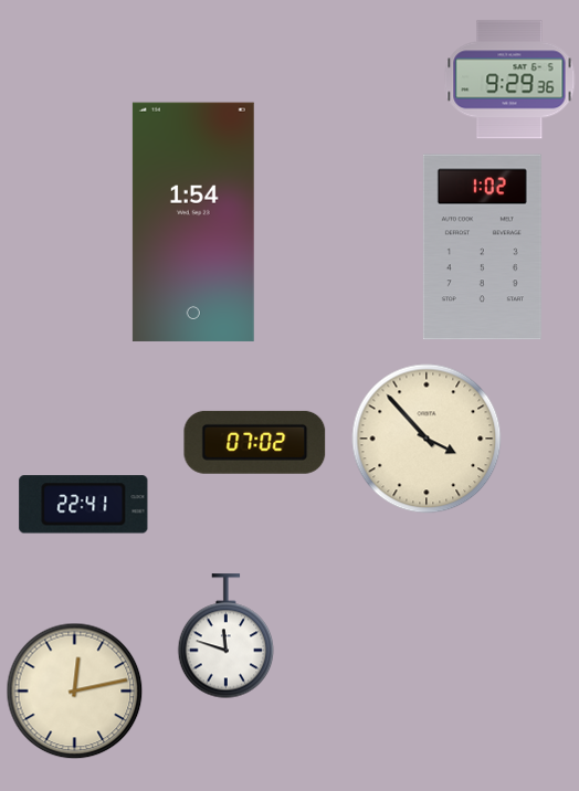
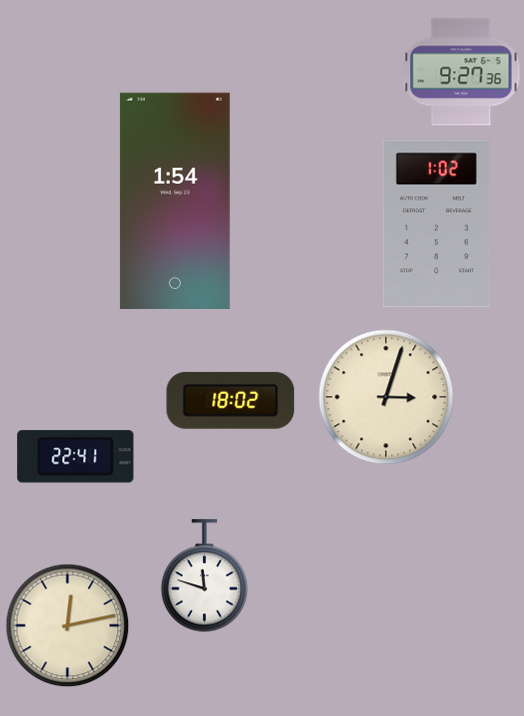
clock at (509, 80): 9:29 -> 9:27
clock at (427, 439): 3:53 -> 3:03
clock at (255, 442): 07:02 -> 18:02
